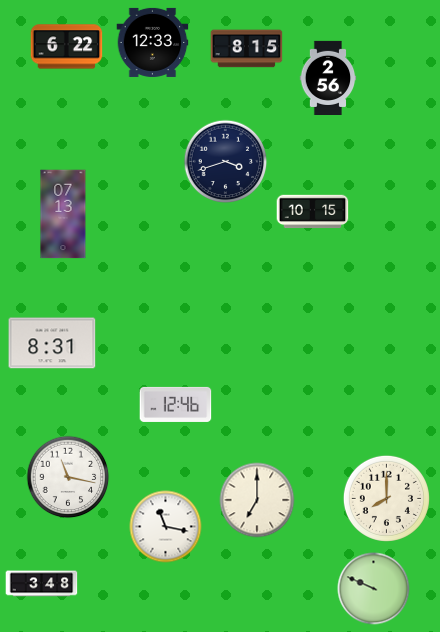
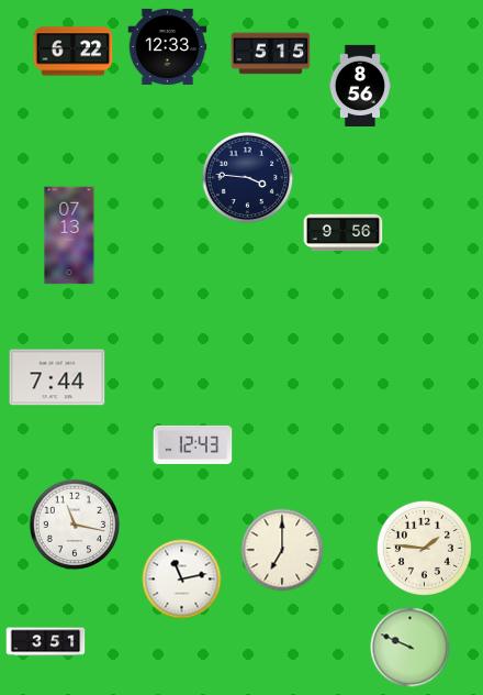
clock at (247, 49): 8:15 -> 5:15
clock at (328, 77): 2:56 -> 8:56
clock at (226, 162): 3:42 -> 3:46
clock at (313, 212): 10:15 -> 9:56
clock at (52, 343): 8:31 -> 7:44
clock at (176, 404): 12:46 -> 12:43
clock at (386, 498): 8:00 -> 1:46
clock at (166, 527): 11:17 -> 11:13
clock at (42, 584): 3:48 -> 3:51
